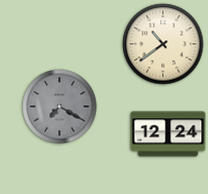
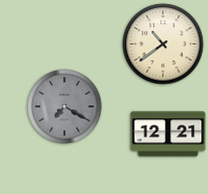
clock at (60, 107) position: (60, 107) -> (65, 107)
clock at (168, 134): 12:24 -> 12:21
